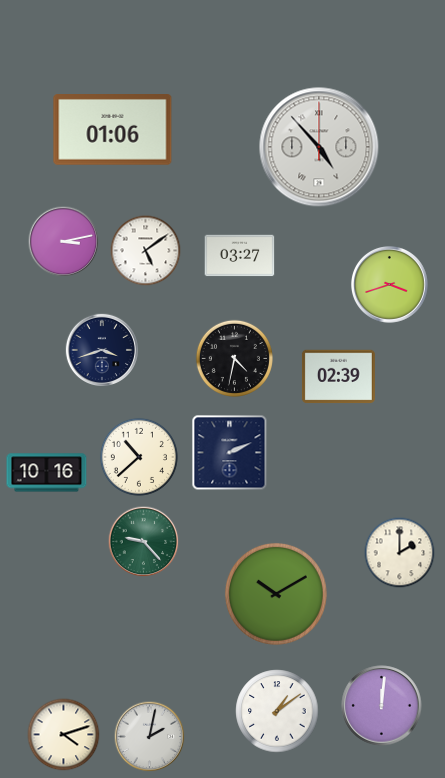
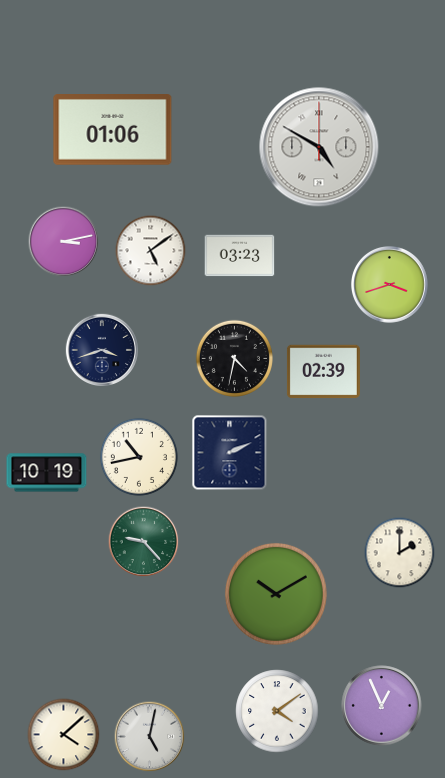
clock at (319, 147): 4:53 -> 4:50
clock at (146, 251) position: (146, 251) -> (151, 251)
clock at (240, 256): 03:27 -> 03:23
clock at (338, 377) position: (338, 377) -> (323, 372)
clock at (139, 457): 10:38 -> 10:43
clock at (47, 473): 10:16 -> 10:19
clock at (382, 706): 12:01 -> 12:56
clock at (277, 711): 1:09 -> 4:09
clock at (64, 735): 4:12 -> 4:08
clock at (150, 737): 2:02 -> 5:02
